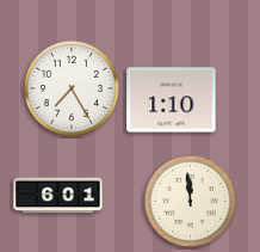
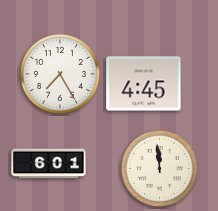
clock at (172, 100): 1:10 -> 4:45
